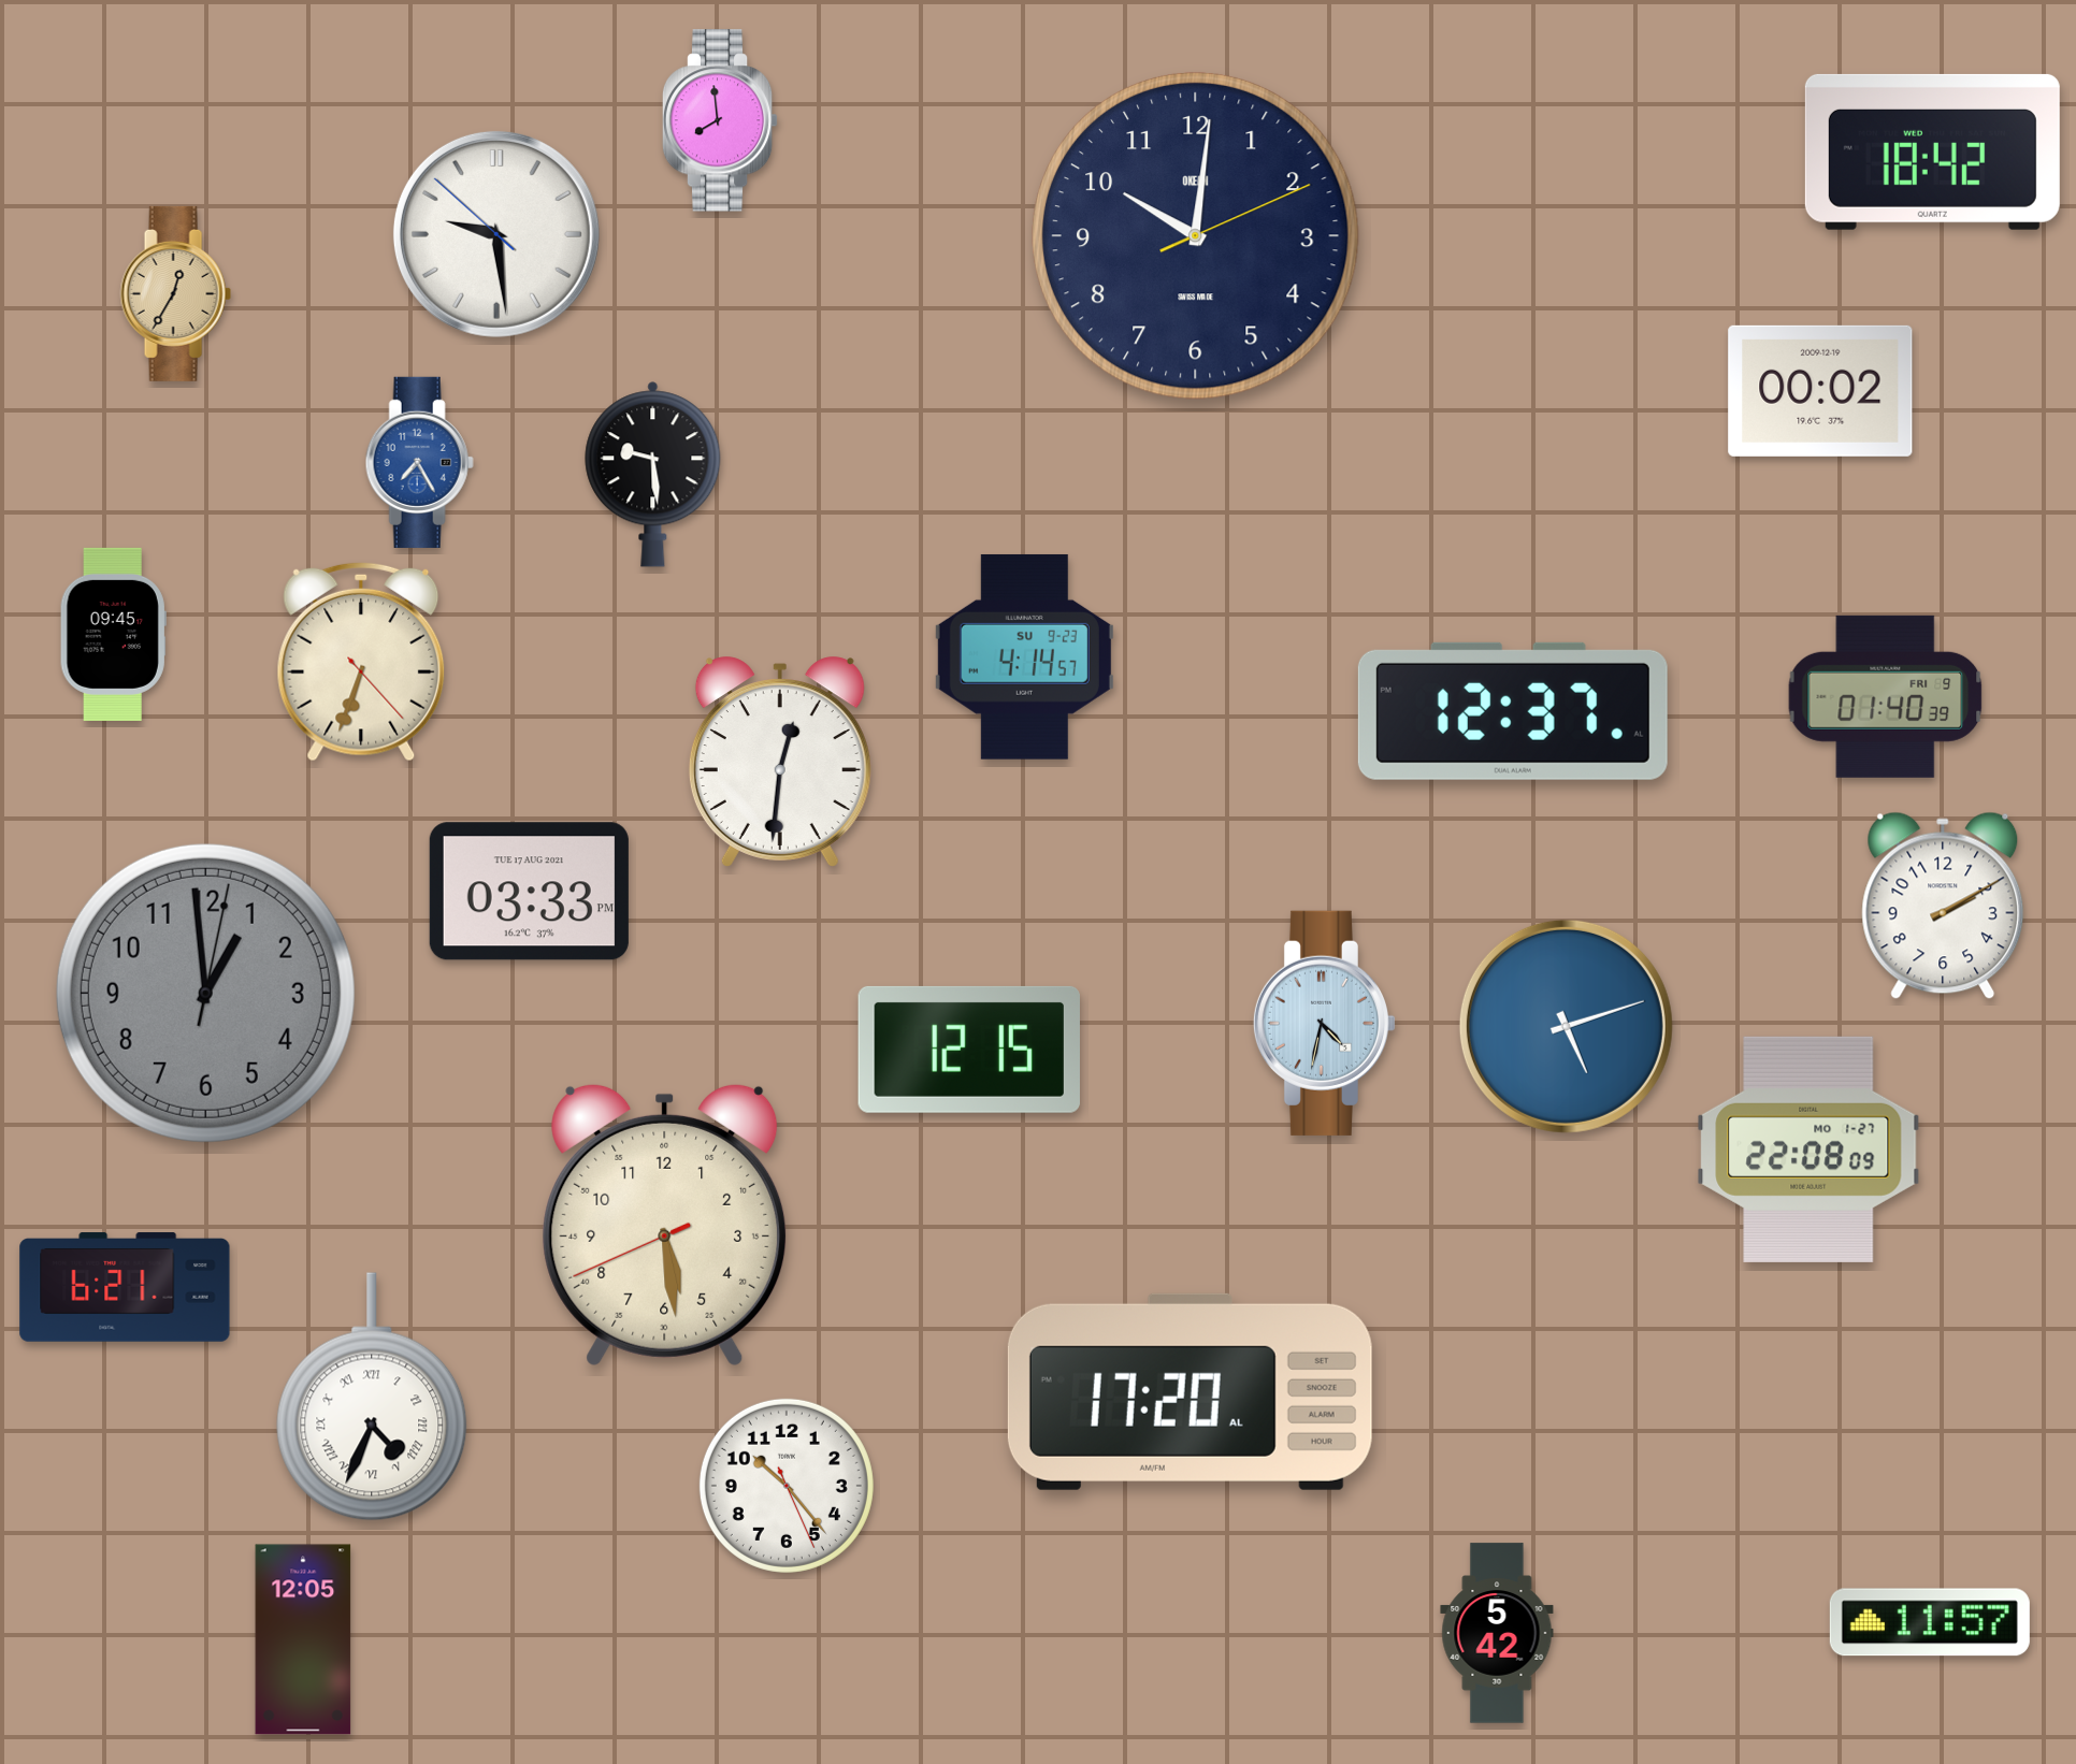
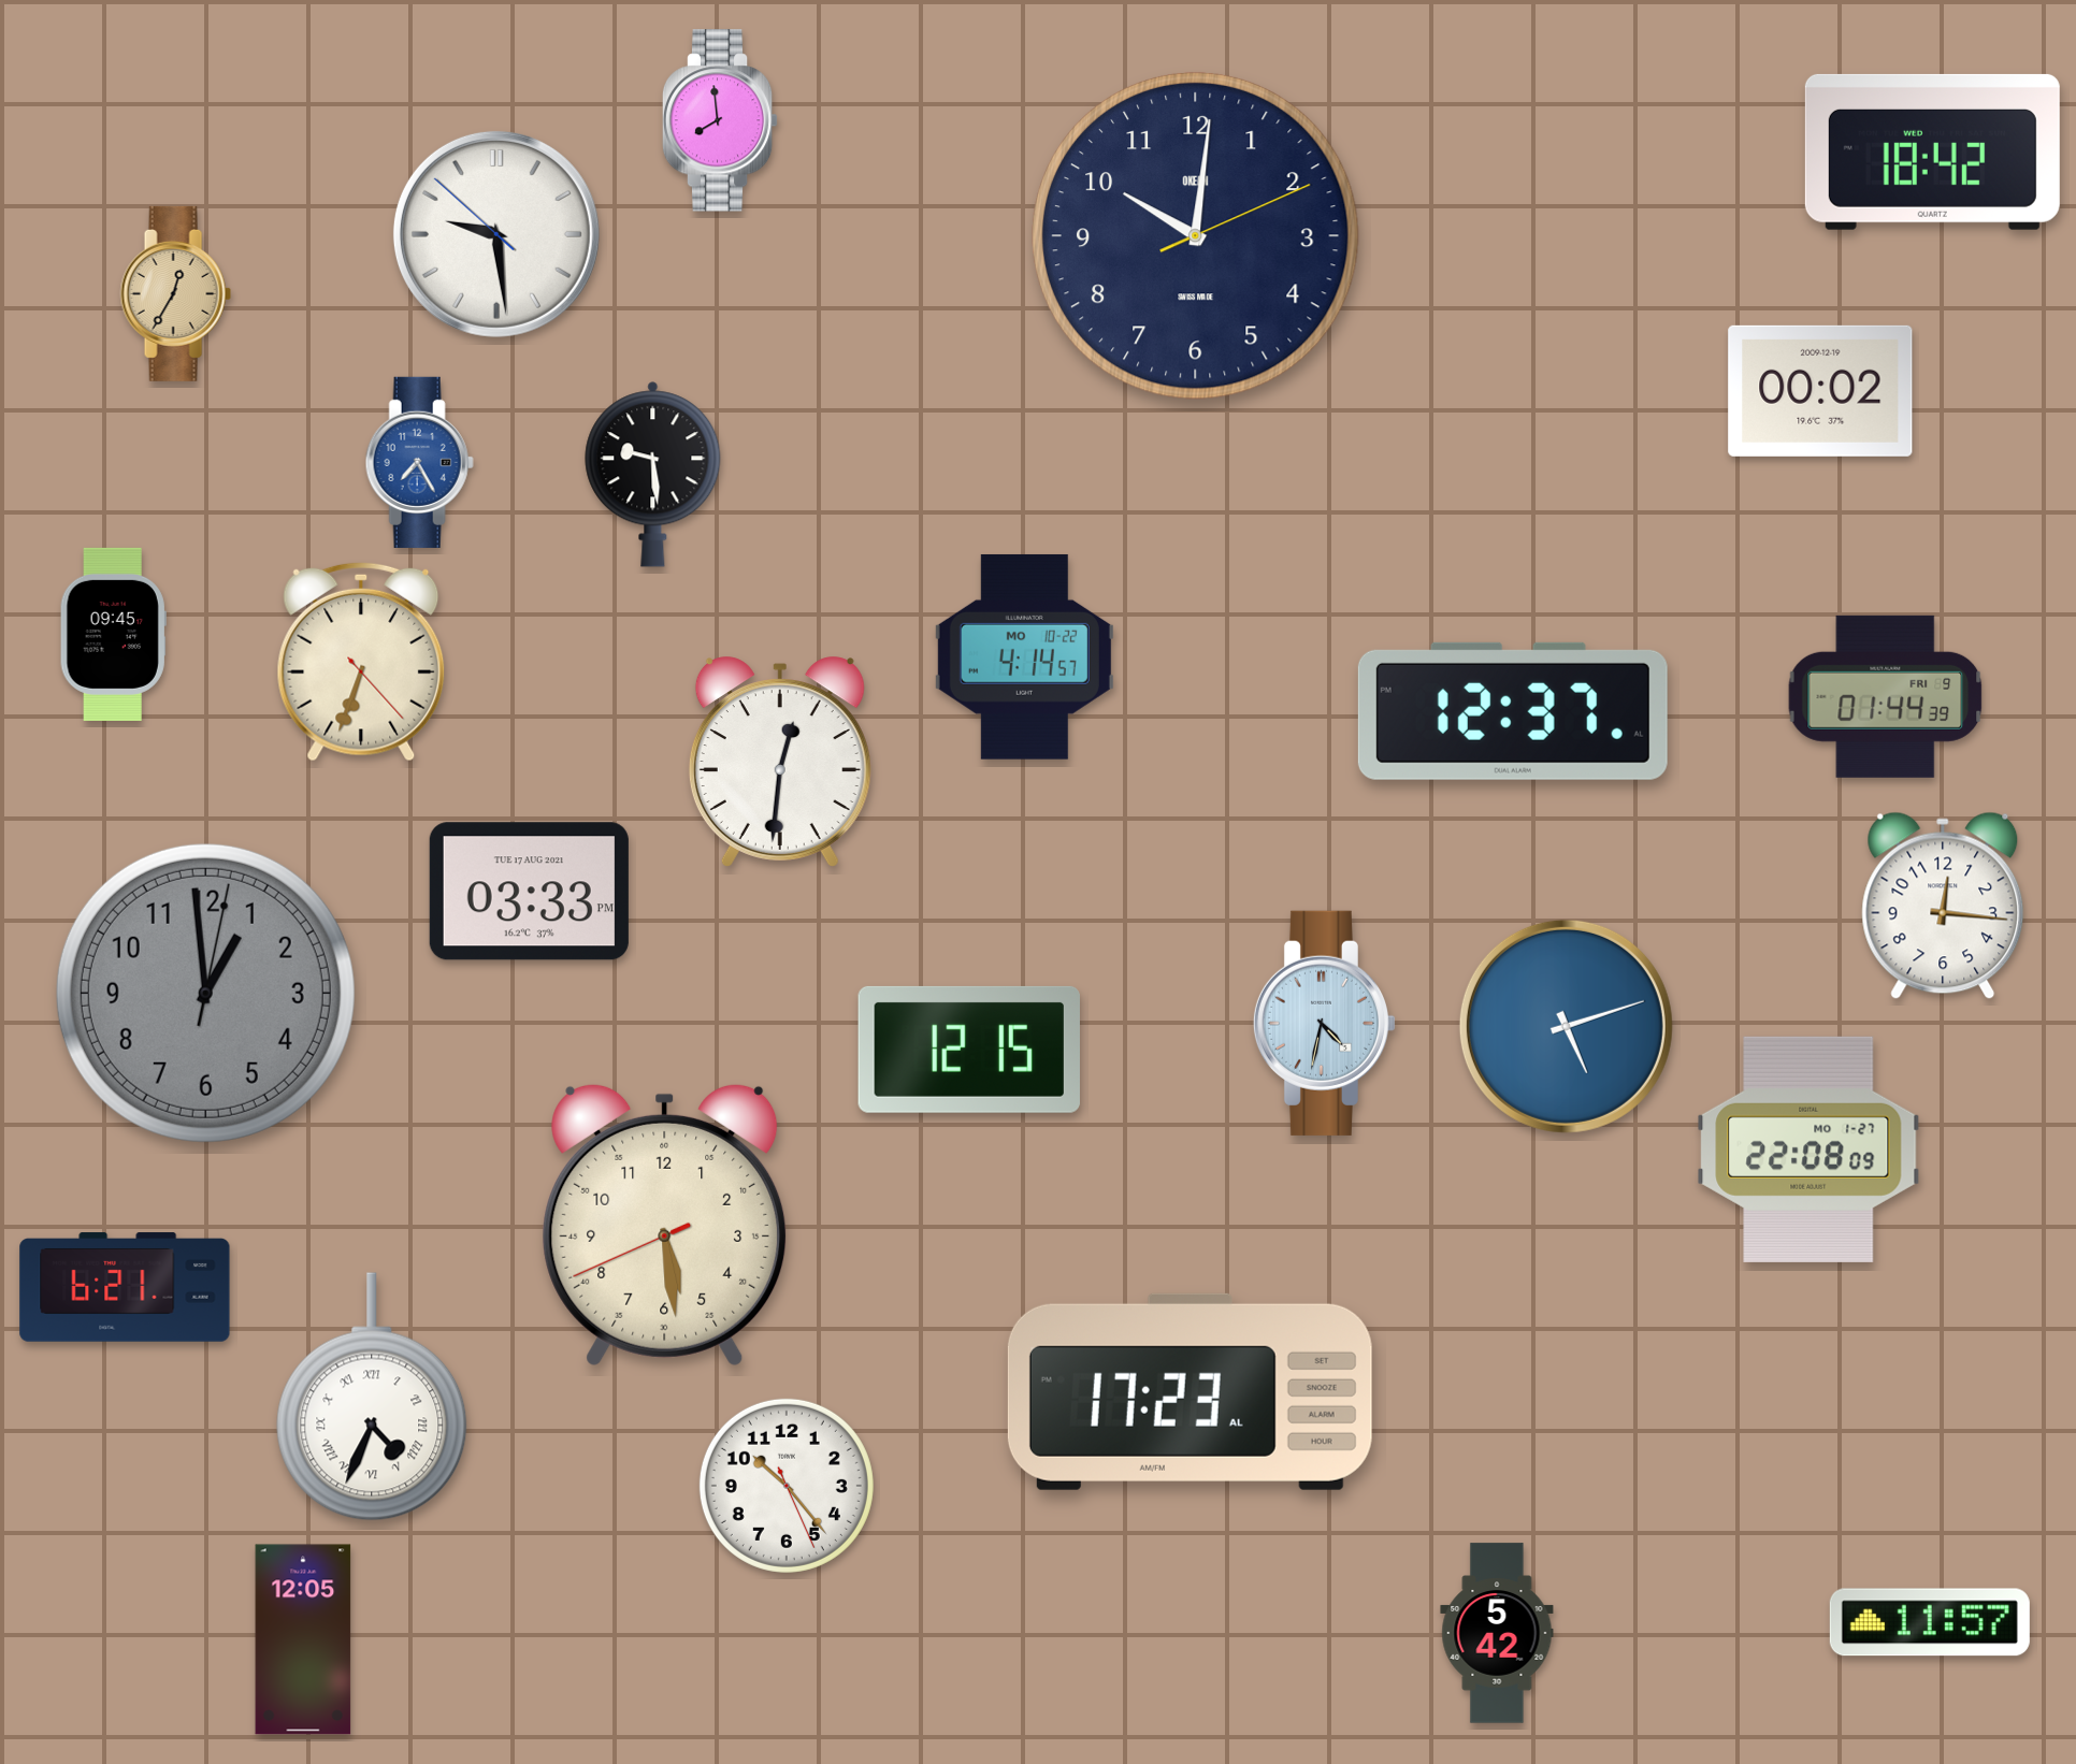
clock at (1024, 656) date: SU 9-23 -> MO 10-22
clock at (1886, 696): 01:40 -> 01:44
clock at (1943, 906): 2:10 -> 12:16
clock at (1190, 1391): 17:20 -> 17:23
